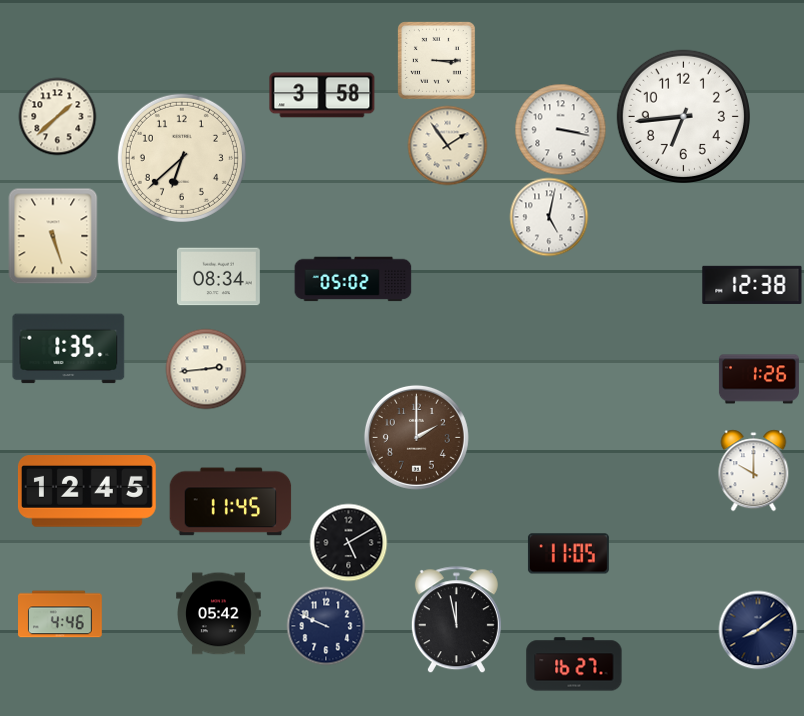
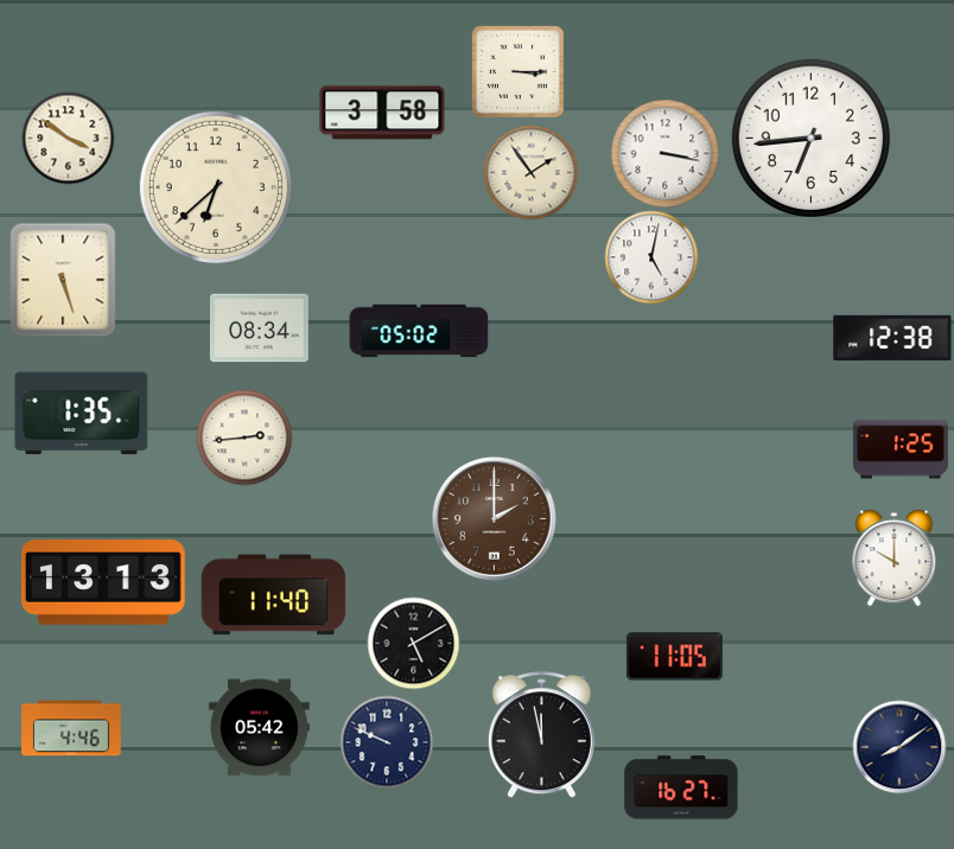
clock at (57, 116): 1:38 -> 3:51
clock at (759, 379): 1:26 -> 1:25
clock at (87, 492): 12:45 -> 13:13
clock at (231, 502): 11:45 -> 11:40
